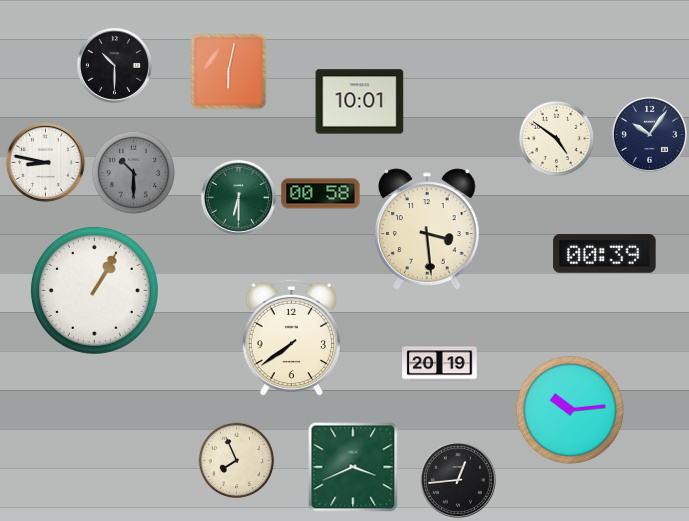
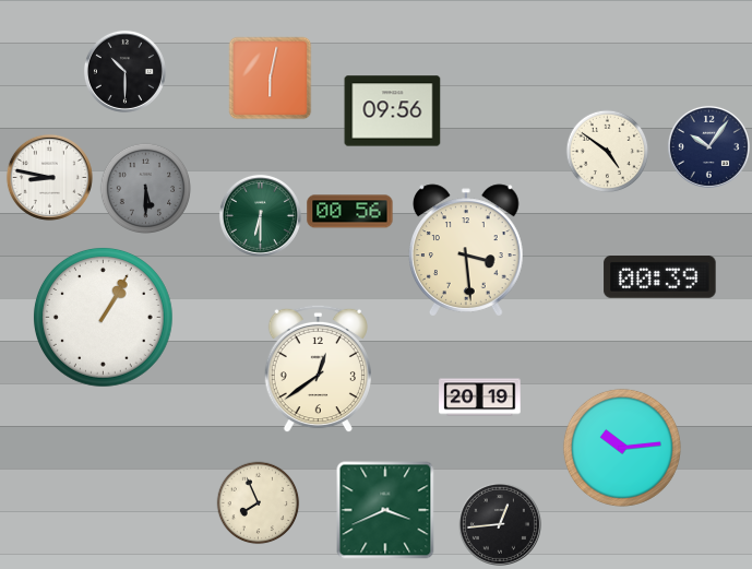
clock at (229, 72) position: (229, 72) -> (271, 79)
clock at (360, 102): 10:01 -> 09:56
clock at (133, 172): 10:30 -> 5:30
clock at (321, 194): 00:58 -> 00:56
clock at (291, 338): 7:39 -> 12:39
